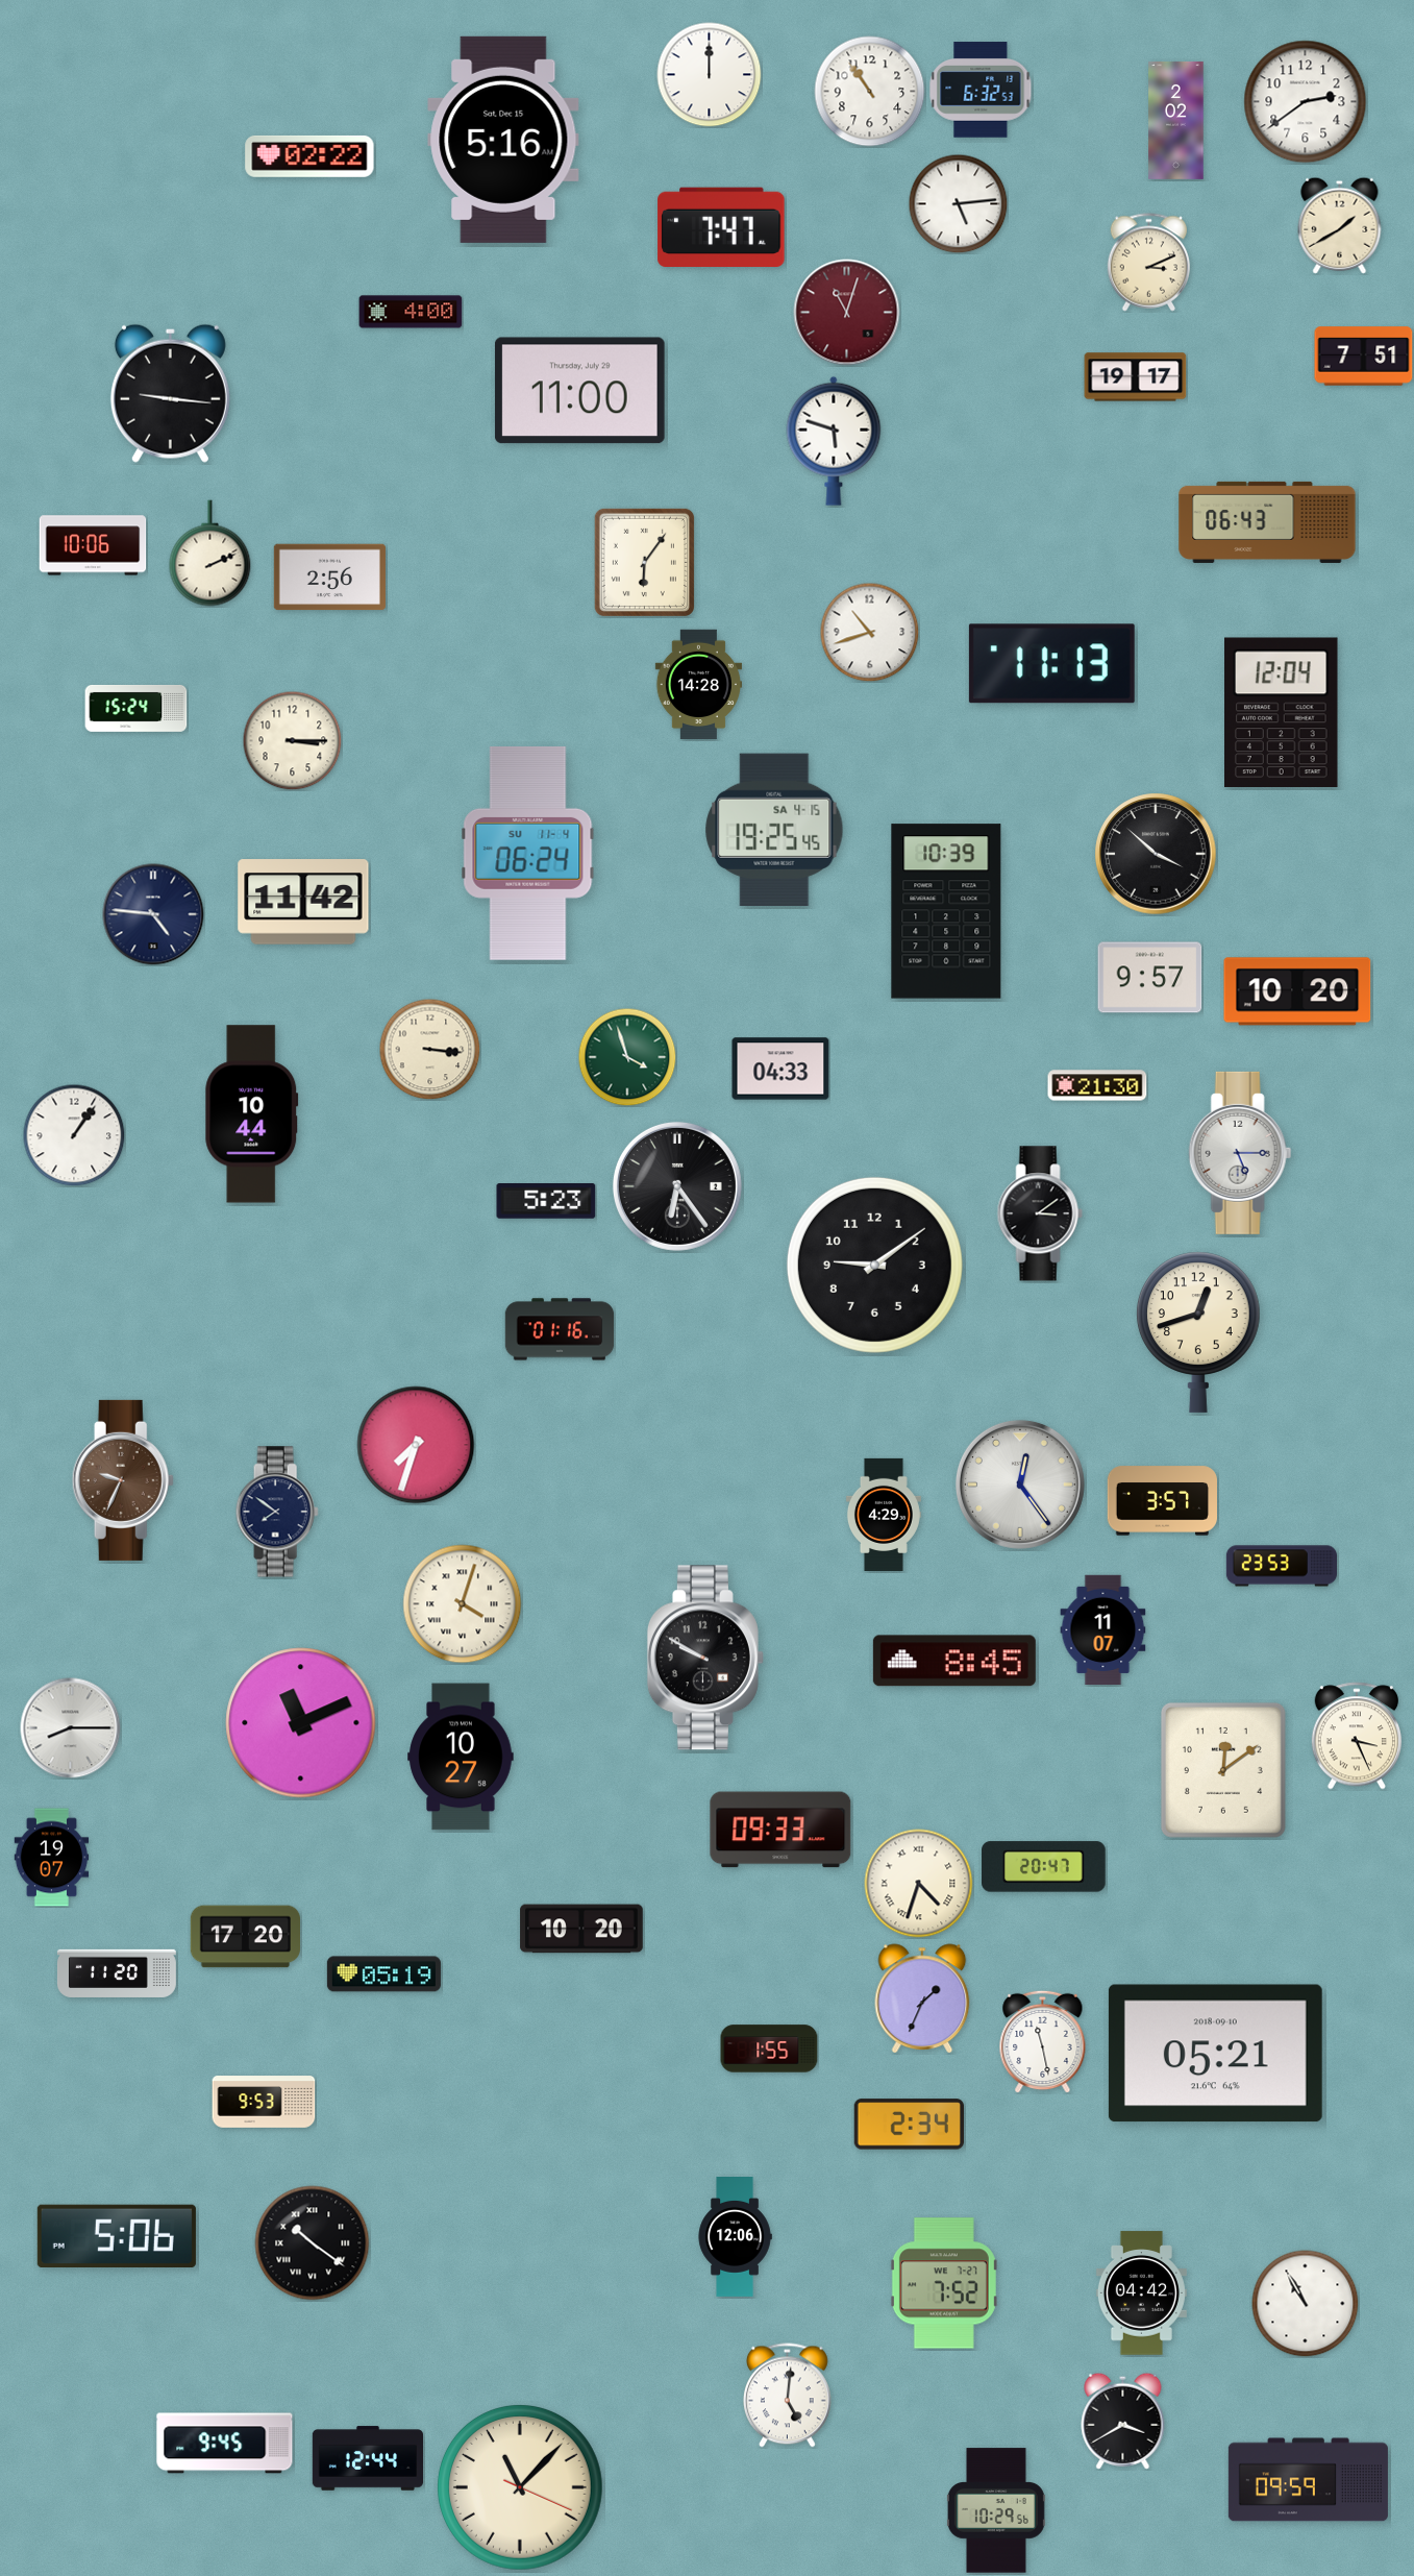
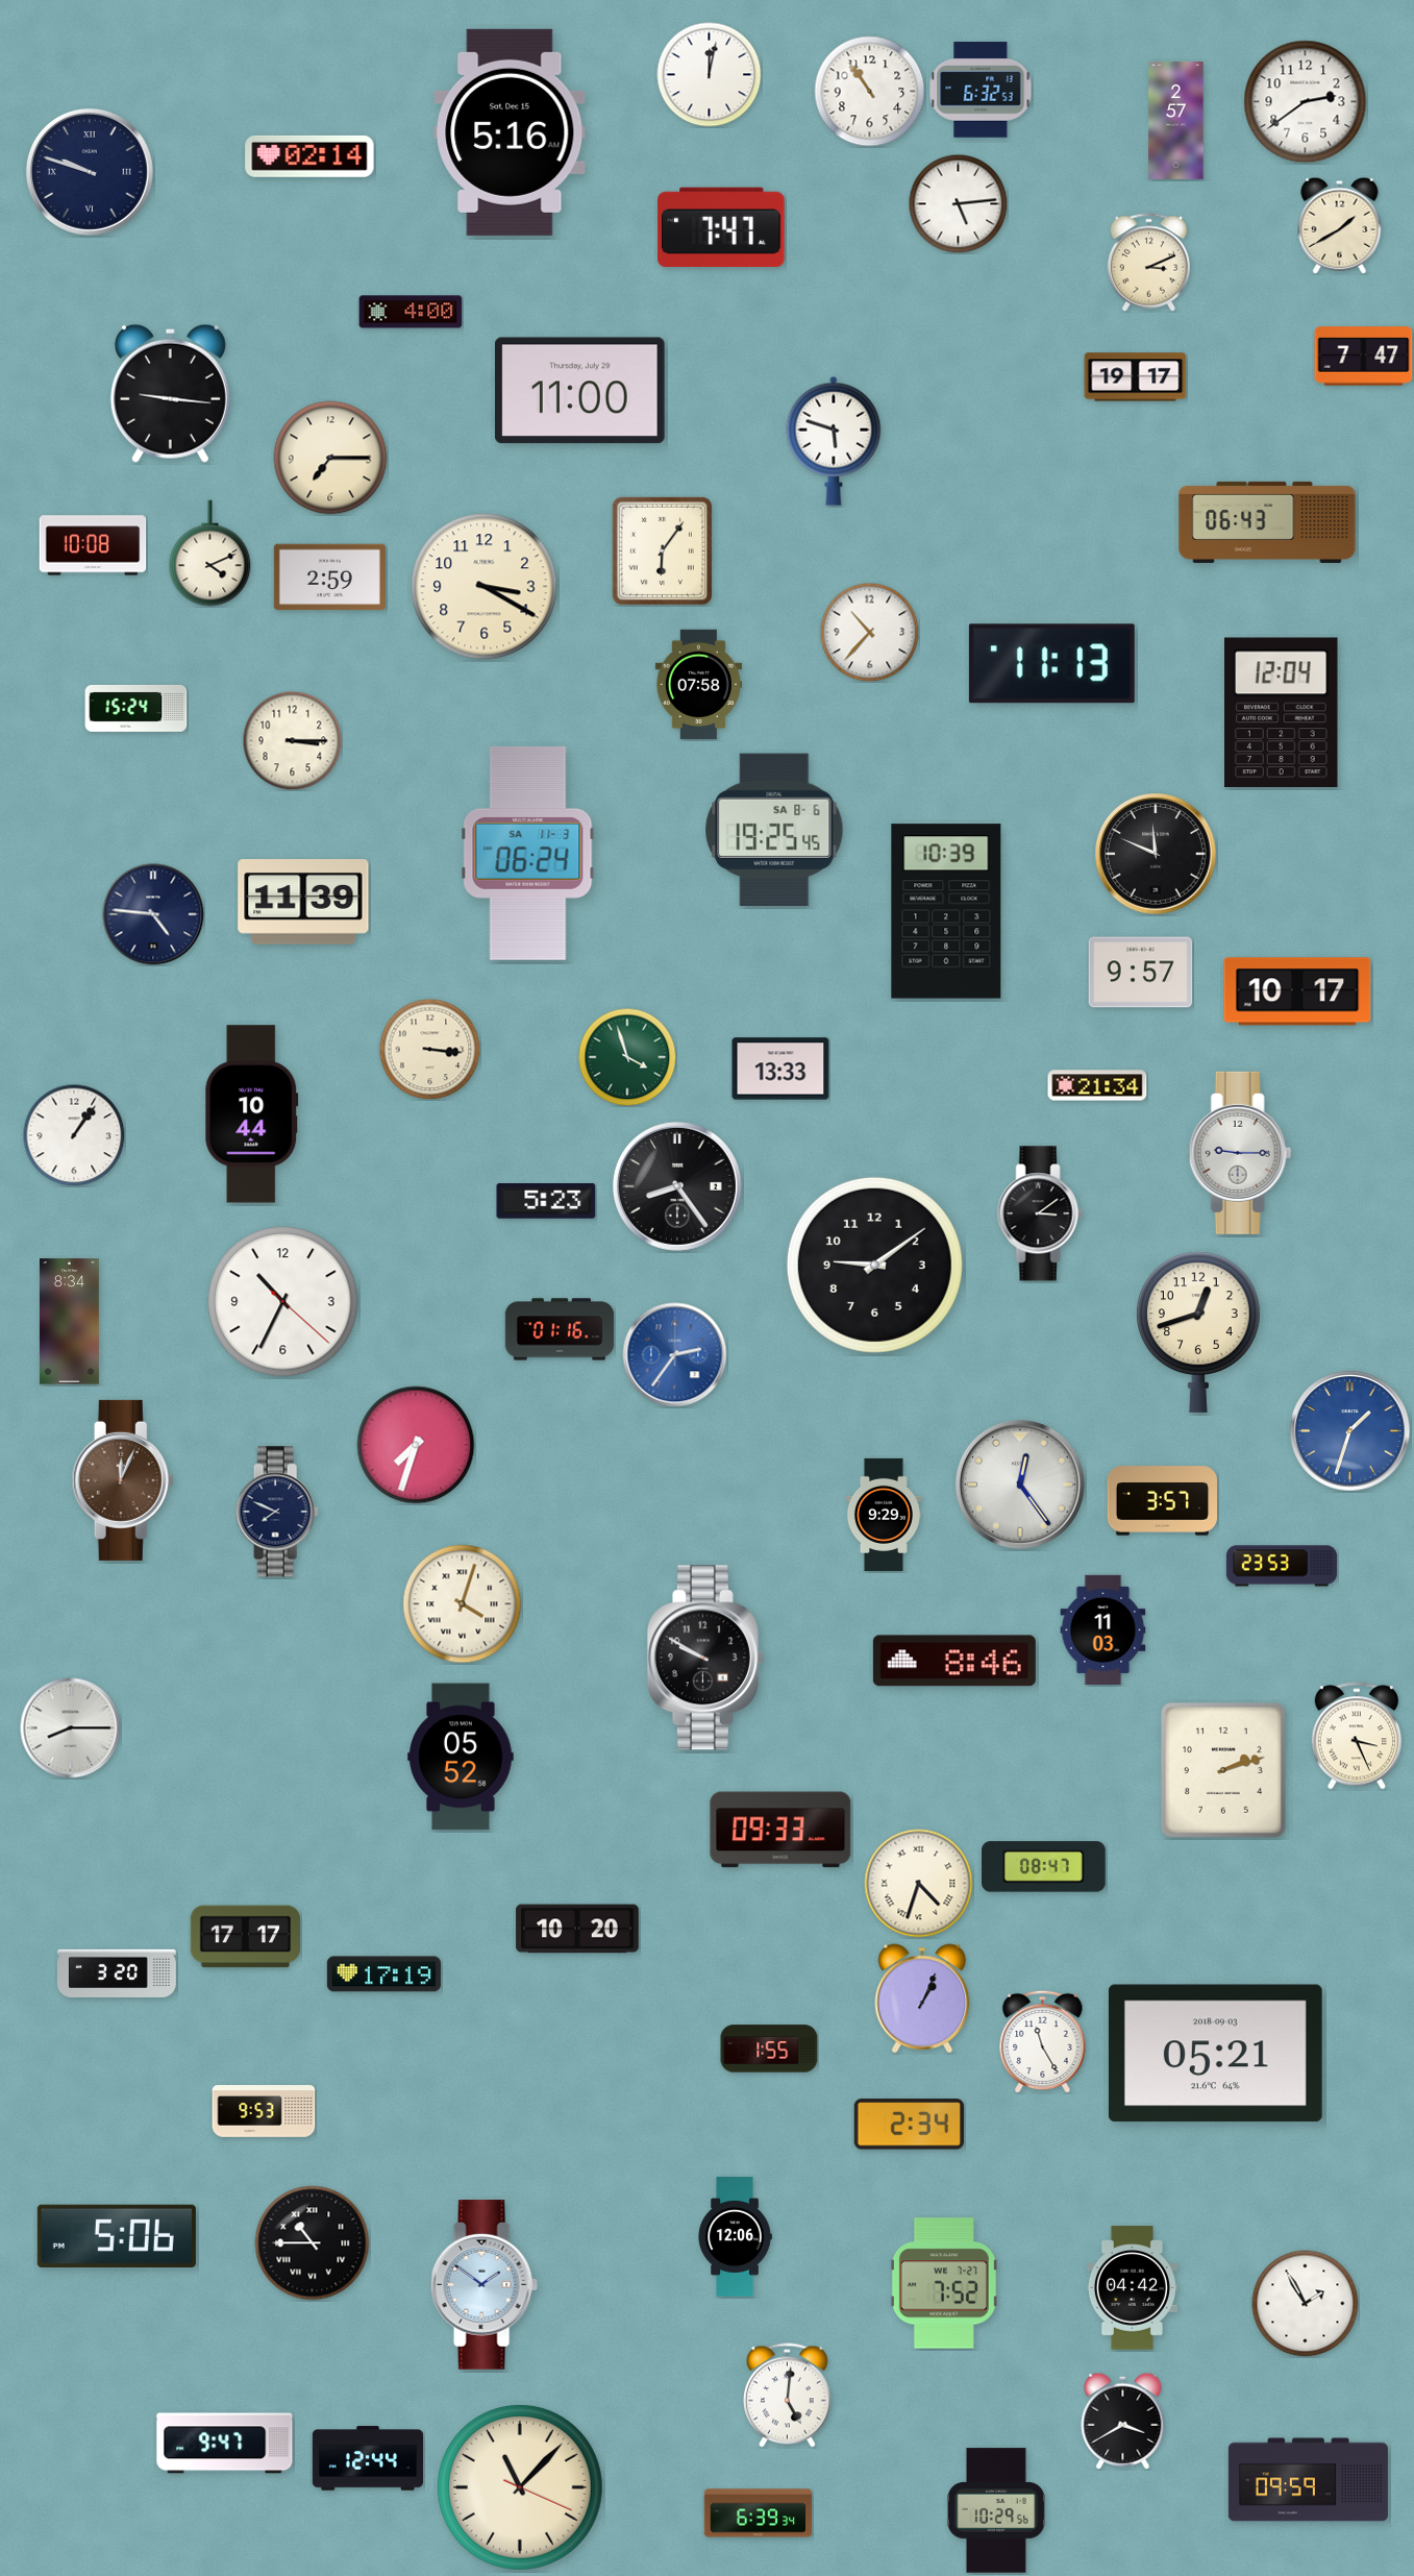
clock at (710, 75): 12:00 -> 12:02
clock at (1176, 120): 2:02 -> 2:57
clock at (503, 140) position: (503, 140) -> (510, 132)
clock at (309, 156): 02:22 -> 02:14
clock at (90, 172): none -> 9:48
clock at (847, 313): 11:03 -> none
clock at (1364, 357): 7:51 -> 7:47
clock at (330, 458): none -> 7:15
clock at (93, 545): 10:06 -> 10:08
clock at (210, 554): 2:11 -> 4:11
clock at (644, 562) position: (644, 562) -> (662, 550)
clock at (329, 578): 2:56 -> 2:59
clock at (485, 587): none -> 3:20
clock at (869, 632): 10:42 -> 10:37
clock at (698, 685): 14:28 -> 07:58
clock at (774, 829) date: SA 4-15 -> SA 8-6
clock at (528, 853) date: SU 11-4 -> SA 11-3
clock at (1156, 854): 3:52 -> 11:49
clock at (303, 902): 11:42 -> 11:39
clock at (1150, 978) position: (1150, 978) -> (1141, 973)
clock at (1297, 991): 10:20 -> 10:17
clock at (780, 1069): 04:33 -> 13:33
clock at (1097, 1085): 21:30 -> 21:34
clock at (1240, 1153): 5:15 -> 9:15
clock at (677, 1186): 6:24 -> 8:24
clock at (283, 1302): none -> 10:34
clock at (69, 1322): none -> 8:34
clock at (675, 1355): none -> 2:36
clock at (1350, 1431): none -> 1:33
clock at (123, 1480): 9:34 -> 12:04
clock at (277, 1512): 7:51 -> 7:49
clock at (884, 1515): 4:29 -> 9:29
clock at (1103, 1630): 11:07 -> 11:03
clock at (954, 1661): 8:45 -> 8:46
clock at (301, 1723): 11:11 -> none
clock at (461, 1757): 10:27 -> 05:52
clock at (1223, 1770): 12:09 -> 2:12
clock at (52, 1858): 19:07 -> none
clock at (1044, 1867): 20:47 -> 08:47
clock at (581, 1929) position: (581, 1929) -> (577, 1929)
clock at (245, 1937): 17:20 -> 17:17
clock at (117, 1973): 11:20 -> 3:20
clock at (383, 1974): 05:19 -> 17:19
clock at (922, 1998): 1:34 -> 1:04
clock at (1043, 2041): 11:28 -> 11:25
clock at (1215, 2054) date: 2018-09-10 -> 2018-09-03
clock at (264, 2102) position: (264, 2102) -> (264, 2111)
clock at (313, 2243): 10:21 -> 10:45
clock at (483, 2285): none -> 1:51
clock at (1141, 2293) position: (1141, 2293) -> (1132, 2288)
clock at (1306, 2304): 10:55 -> 1:55
clock at (225, 2444): 9:45 -> 9:47
clock at (759, 2513): none -> 6:39
